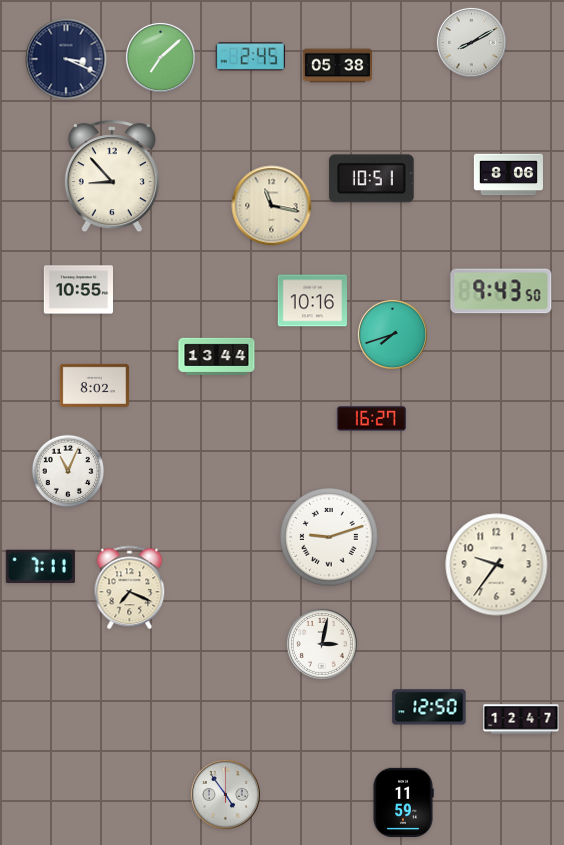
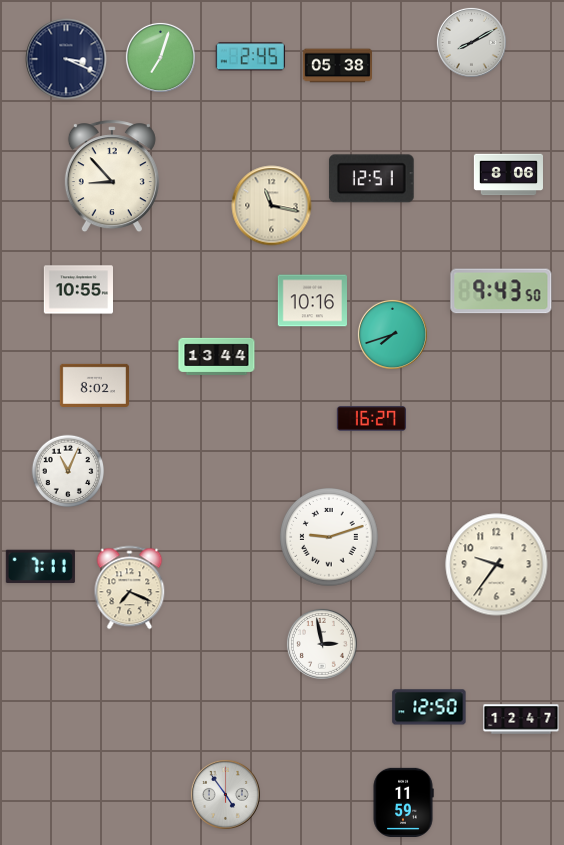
clock at (160, 57): 7:08 -> 7:03
clock at (371, 179): 10:51 -> 12:51
clock at (322, 644): 3:02 -> 2:58
